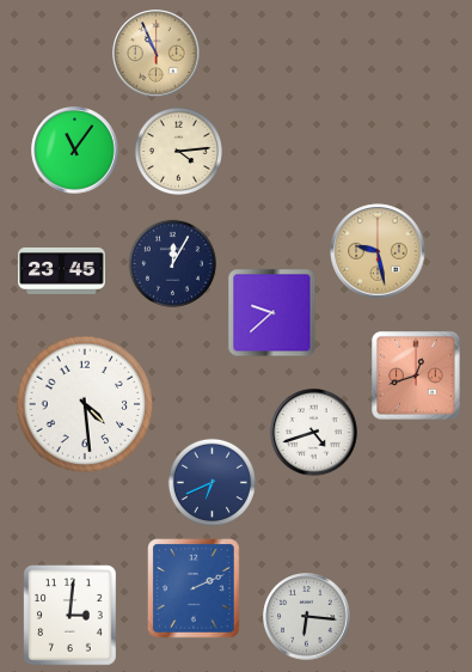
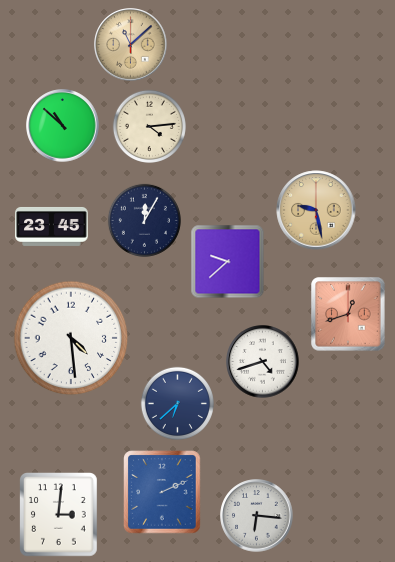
clock at (157, 54): 10:56 -> 11:08
clock at (75, 151): 11:06 -> 10:52
clock at (212, 482): 6:41 -> 6:38
